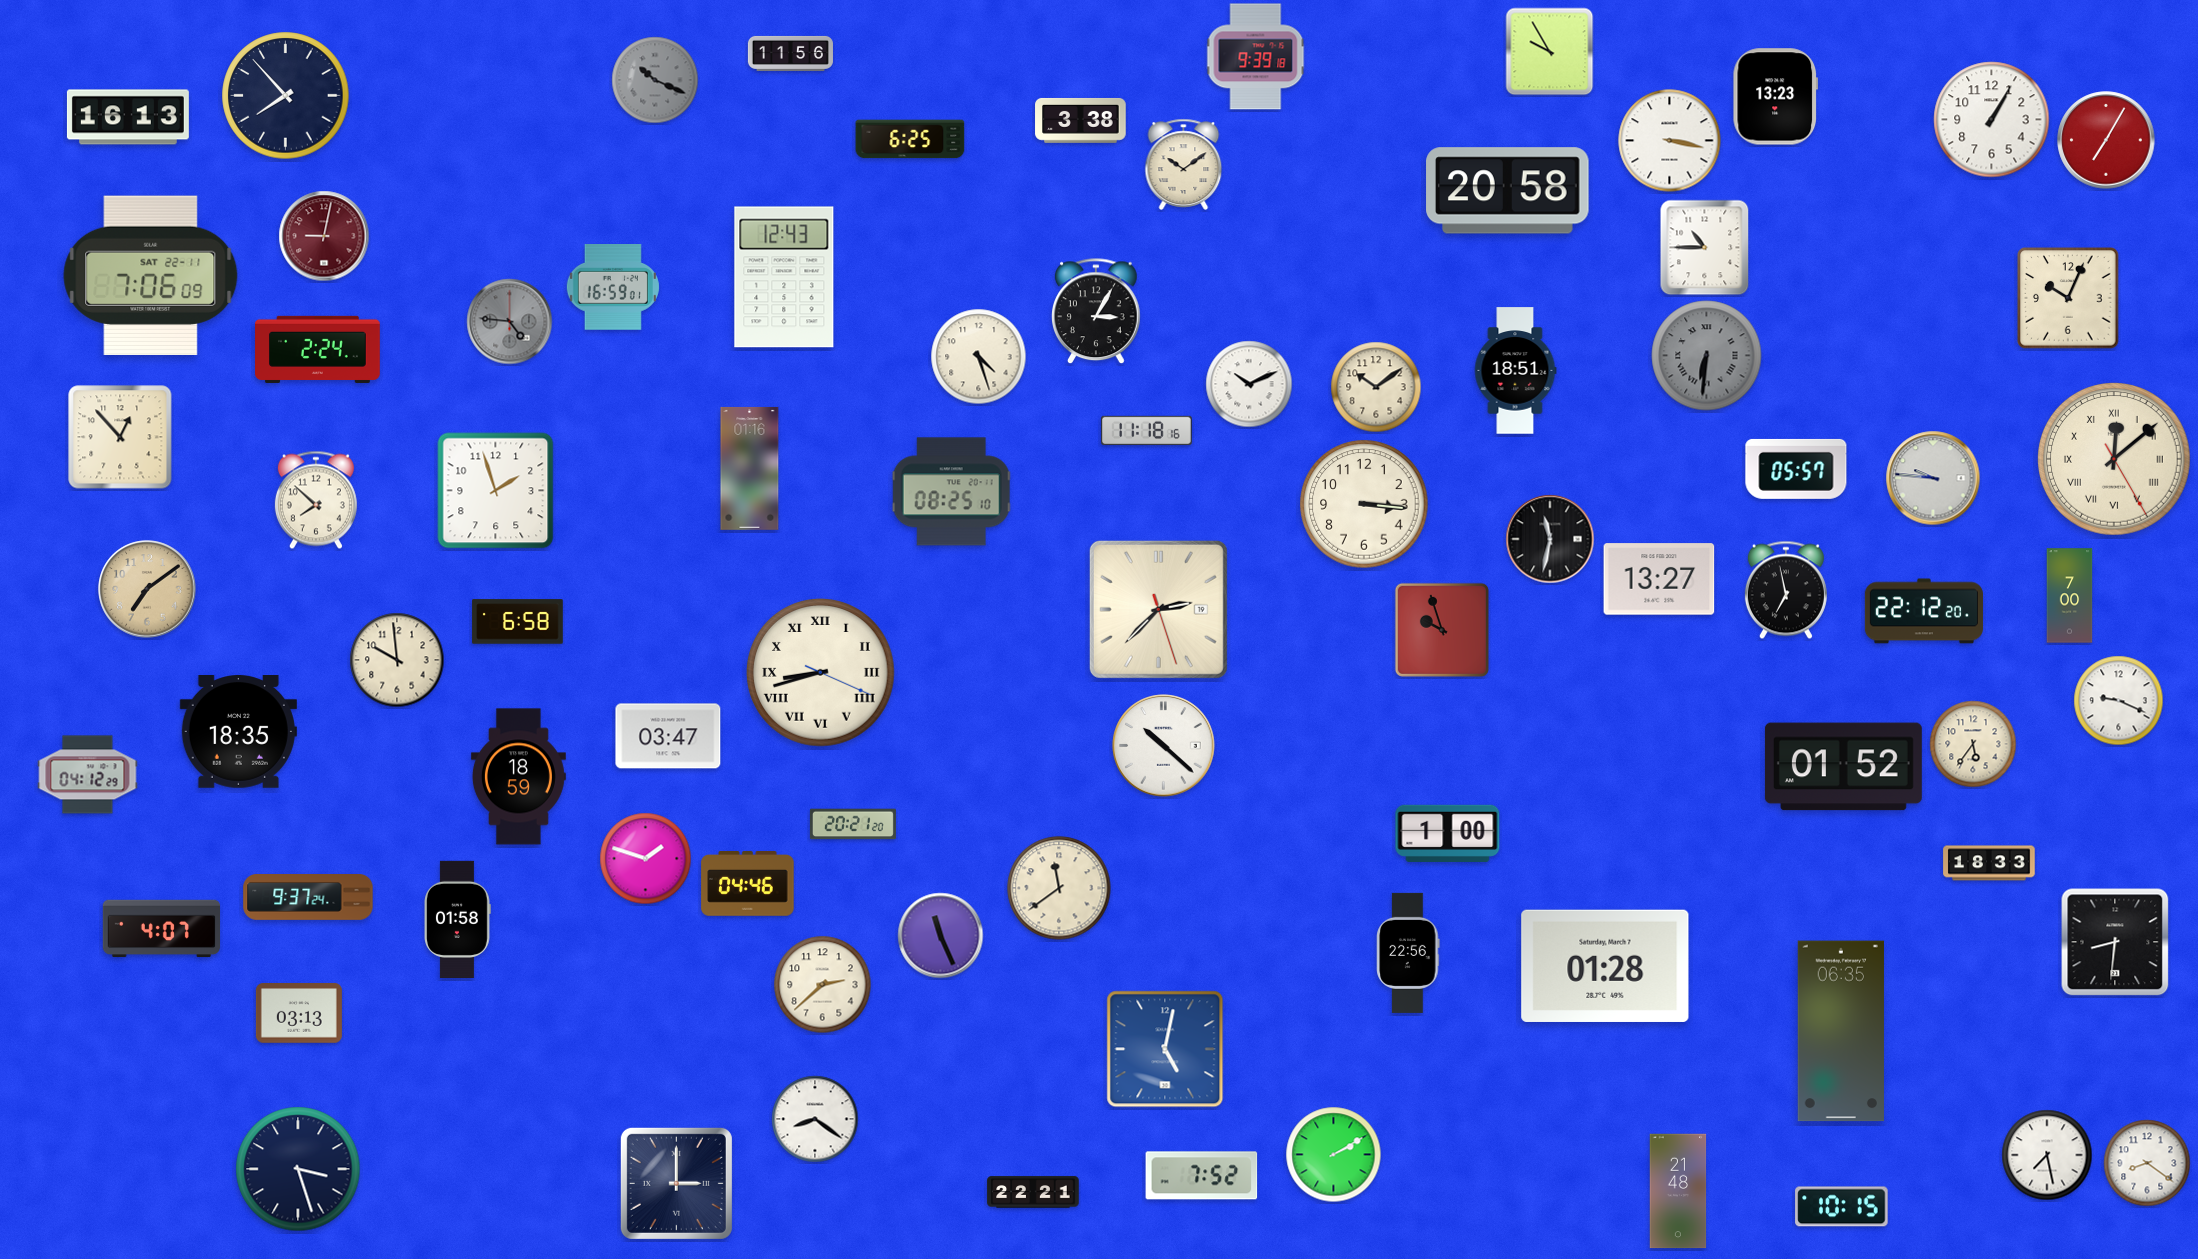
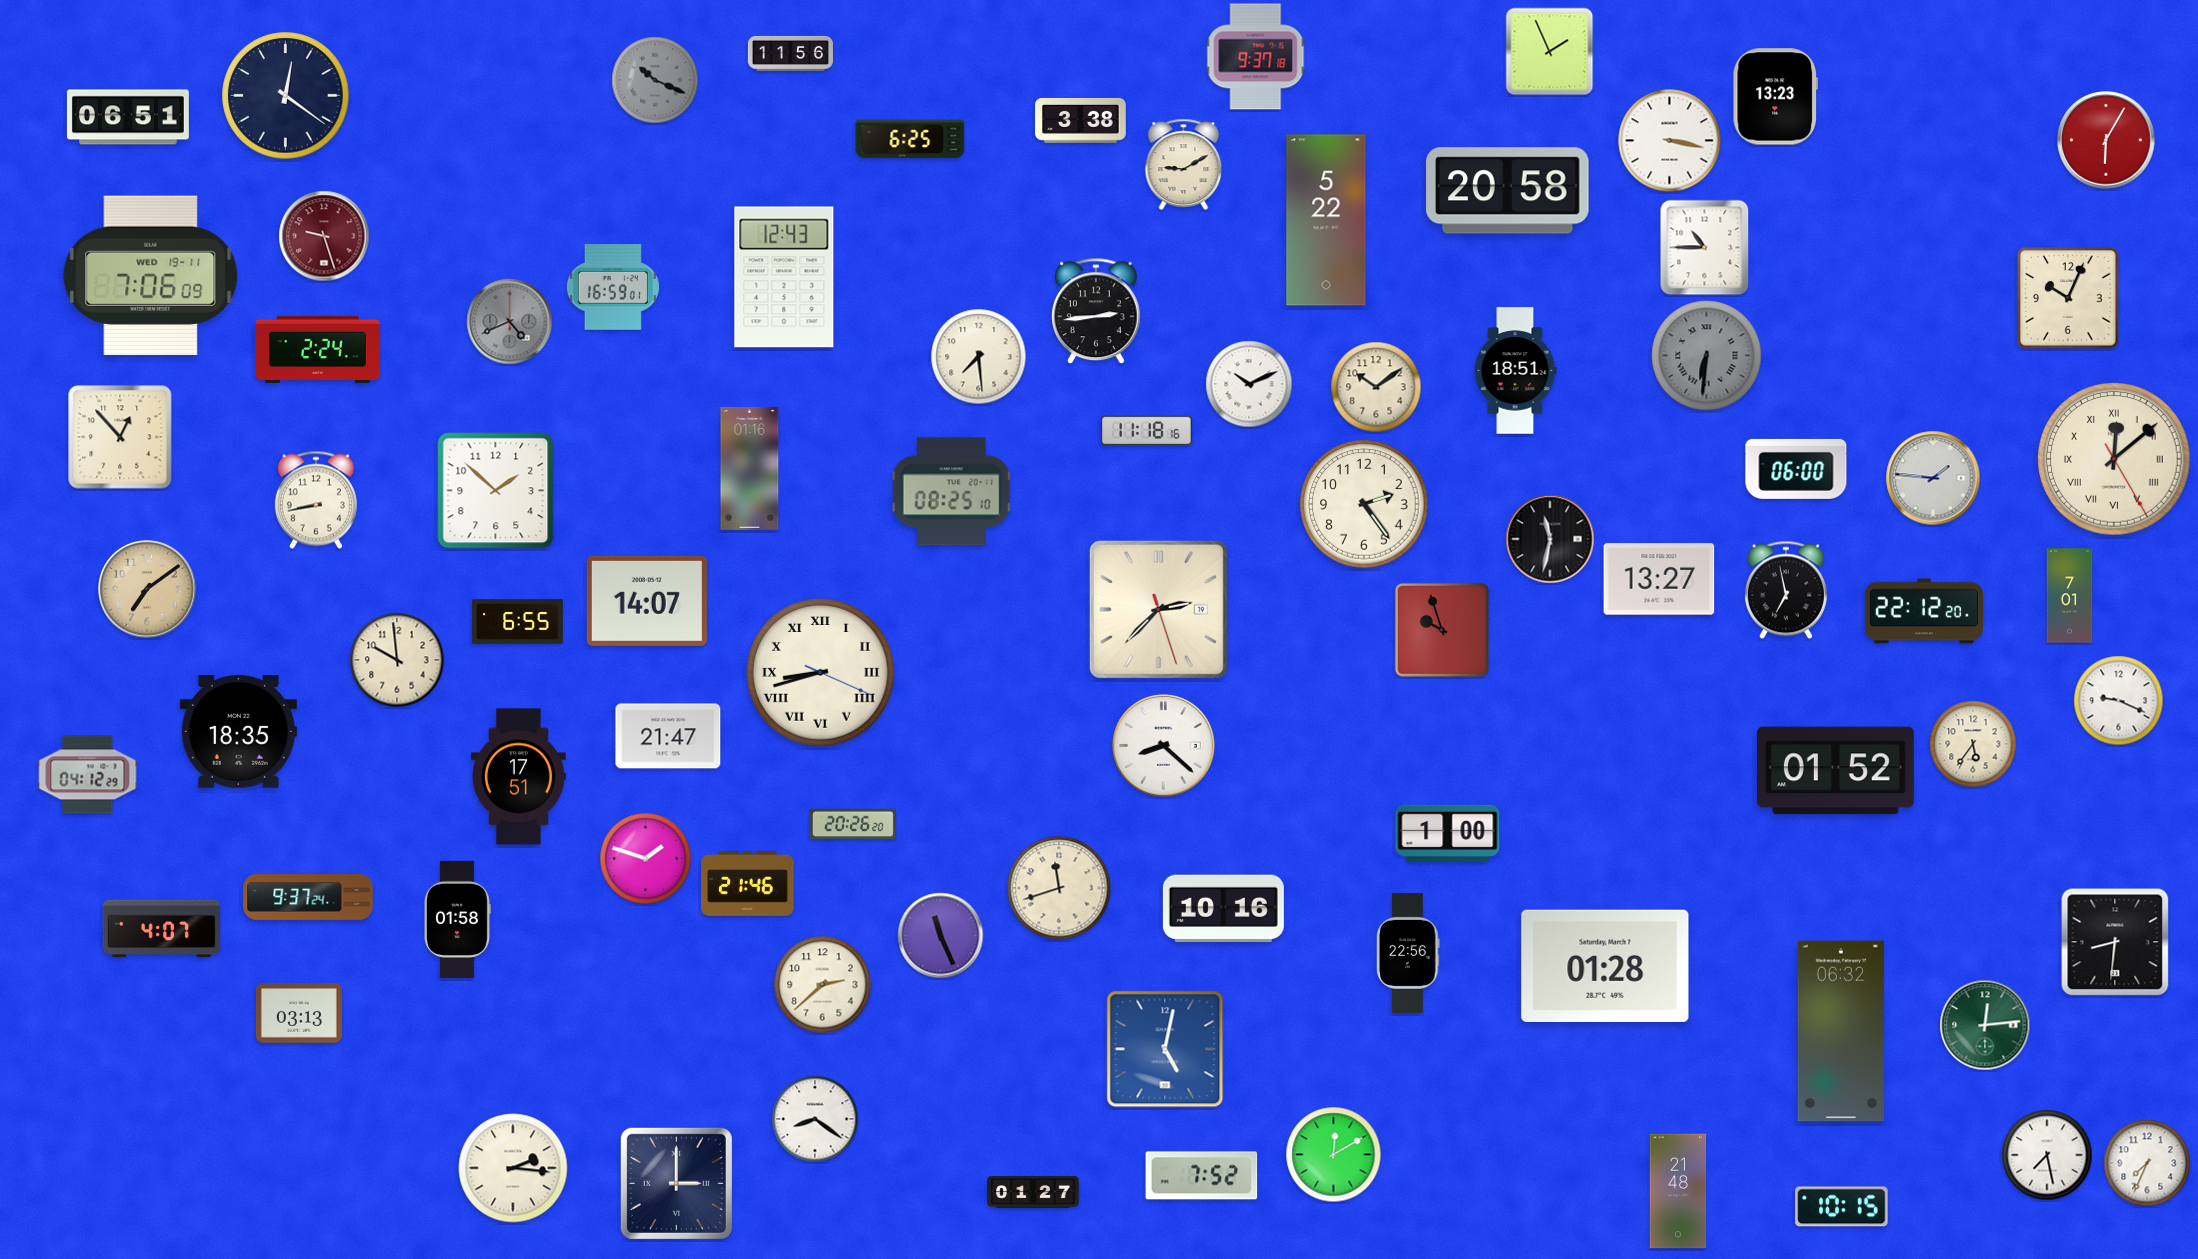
clock at (1550, 52): 9:55 -> 1:56
clock at (1256, 57): 9:39 -> 9:37
clock at (286, 96): 7:53 -> 12:21
clock at (128, 117): 16:13 -> 06:51
clock at (1992, 120): 1:05 -> none
clock at (2106, 140): 7:05 -> 6:05
clock at (1184, 164): 10:09 -> 9:10
clock at (1326, 220): none -> 5:22
clock at (324, 236): 9:02 -> 9:27
clock at (151, 275) date: SAT 22-11 -> WED 19-11
clock at (1097, 312): 3:05 -> 2:44
clock at (510, 322): 4:46 -> 4:41
clock at (979, 357): 4:27 -> 7:29
clock at (1796, 469): 05:57 -> 06:00
clock at (1933, 478): 9:46 -> 1:46
clock at (496, 491): 1:57 -> 1:52
clock at (316, 500): 7:52 -> 8:43
clock at (1364, 504): 3:16 -> 2:24
clock at (2070, 596): 7:00 -> 7:01
clock at (647, 601): none -> 14:07
clock at (518, 622): 6:58 -> 6:55
clock at (668, 736): 03:47 -> 21:47
clock at (1164, 746): 10:22 -> 8:22
clock at (1843, 767) position: (1843, 767) -> (1835, 771)
clock at (518, 777): 18:59 -> 17:51
clock at (853, 824): 20:21 -> 20:26
clock at (1989, 863): 18:33 -> none
clock at (748, 884): 04:46 -> 21:46
clock at (1059, 888): 11:39 -> 11:42
clock at (1223, 909): none -> 10:16
clock at (1985, 1025): none -> 12:14
clock at (1841, 1031): 06:35 -> 06:32
clock at (1334, 1155): 2:10 -> 12:10
clock at (2147, 1163): 8:21 -> 7:34
clock at (513, 1168): none -> 2:16
clock at (298, 1169): 3:27 -> none
clock at (1033, 1192): 22:21 -> 01:27
